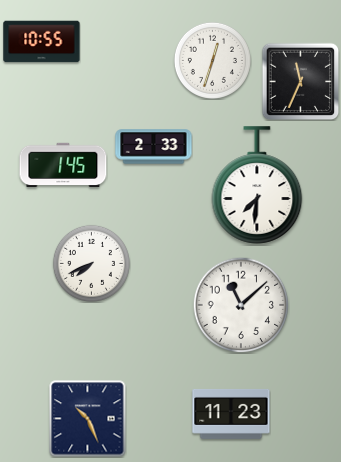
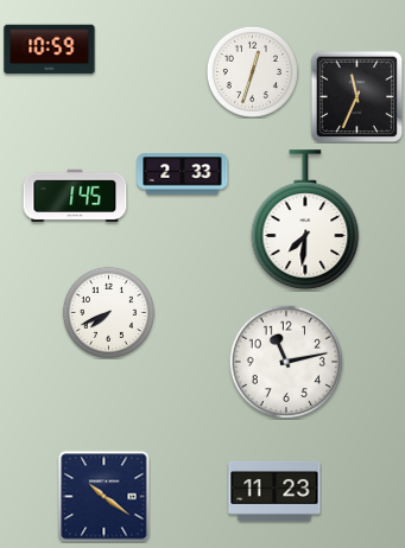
clock at (42, 42): 10:55 -> 10:59
clock at (241, 305): 11:08 -> 11:13
clock at (88, 419): 10:26 -> 10:21
